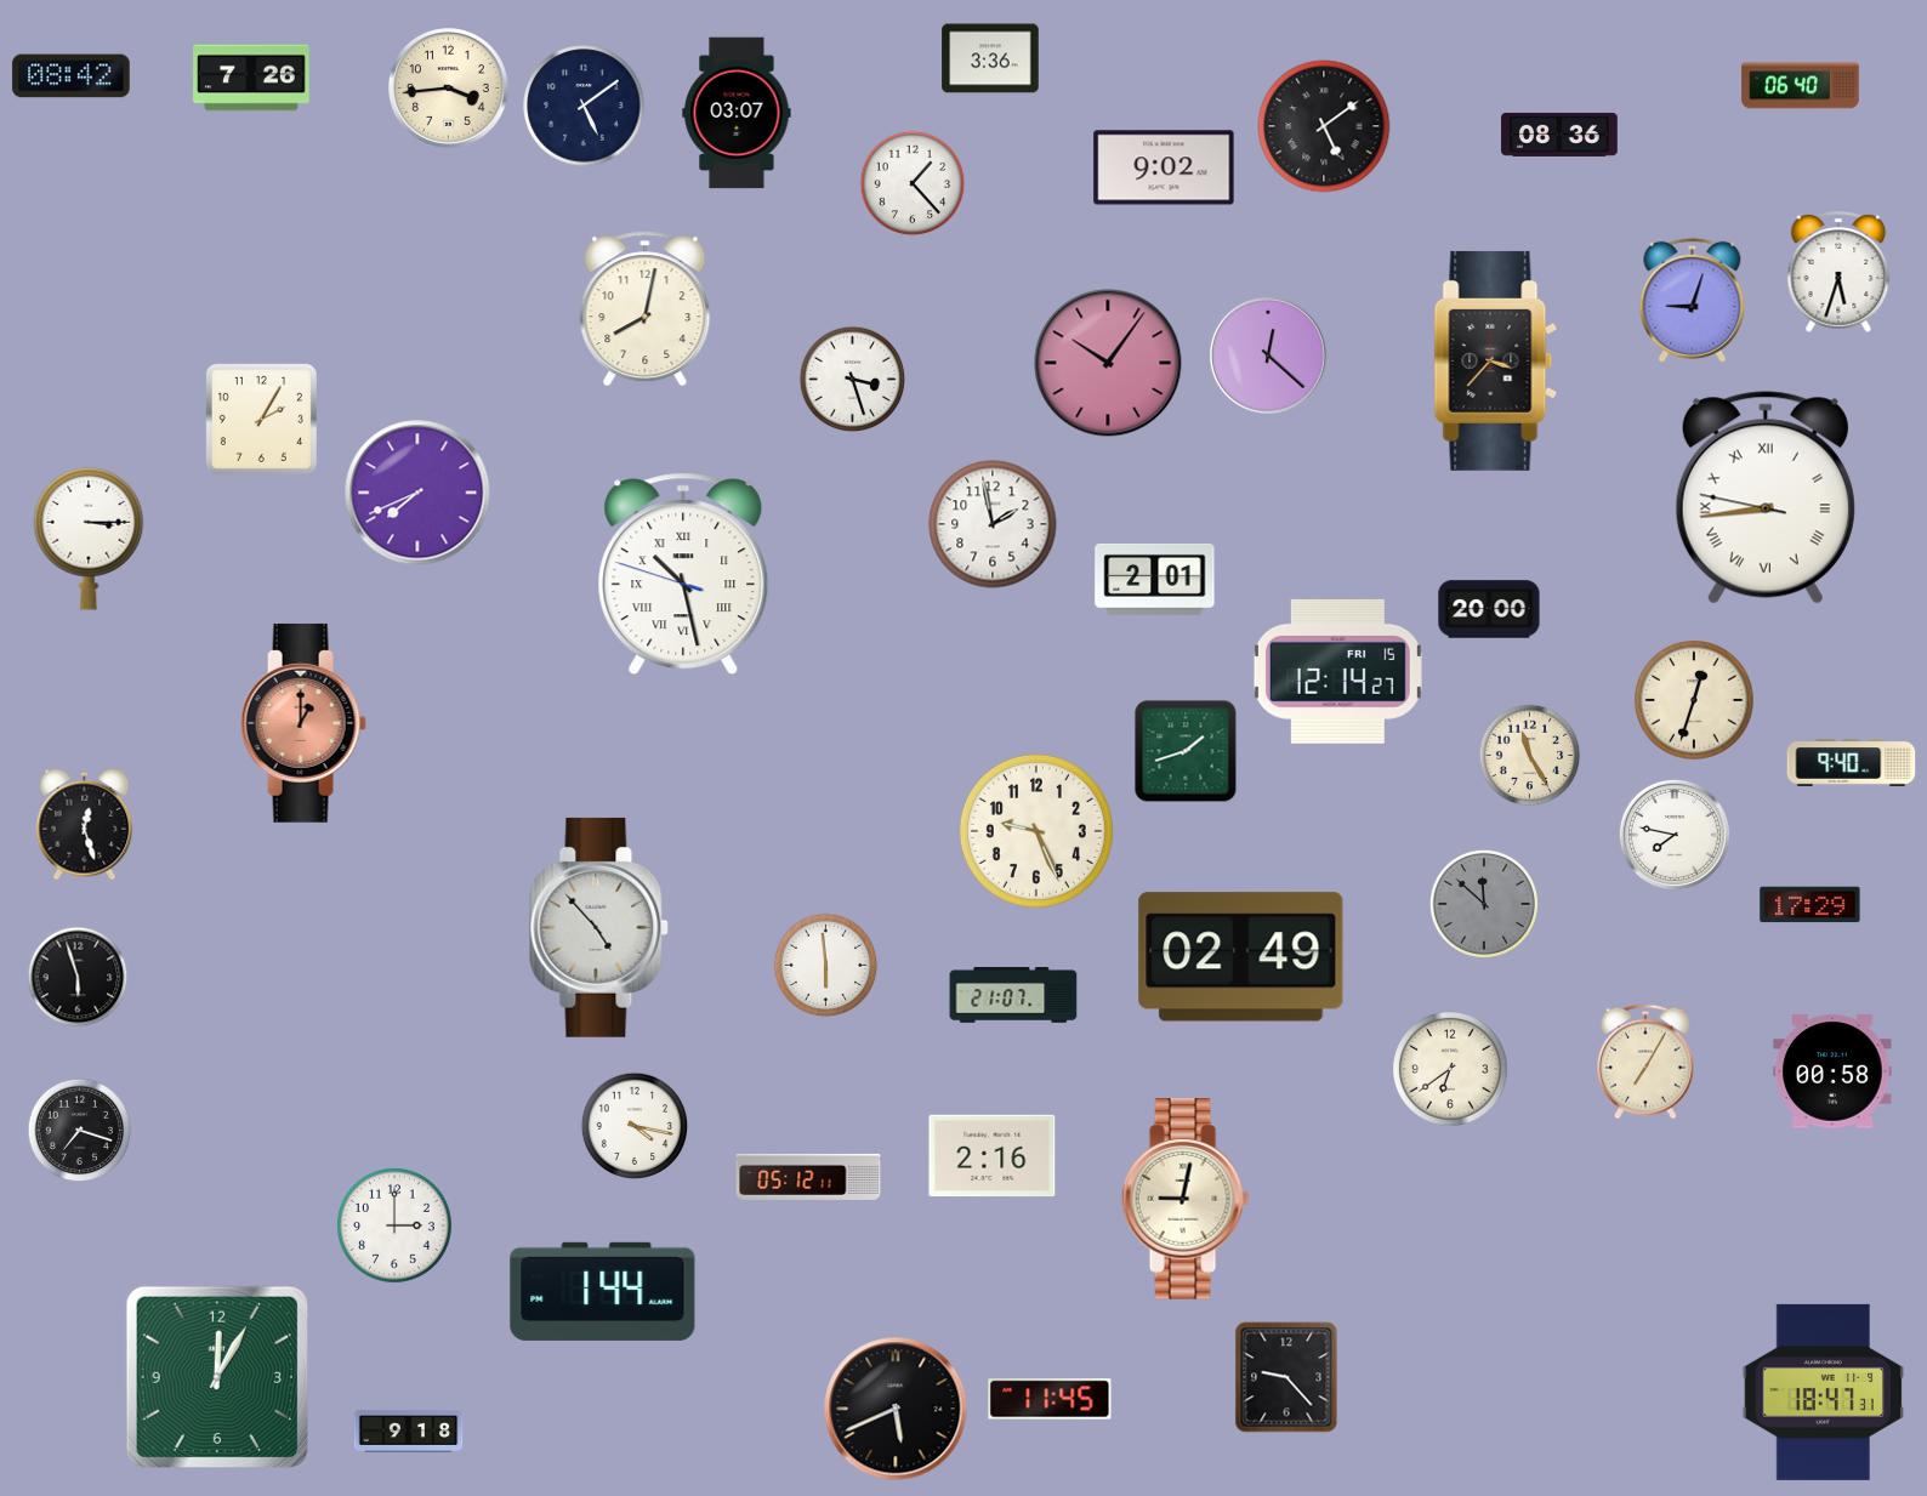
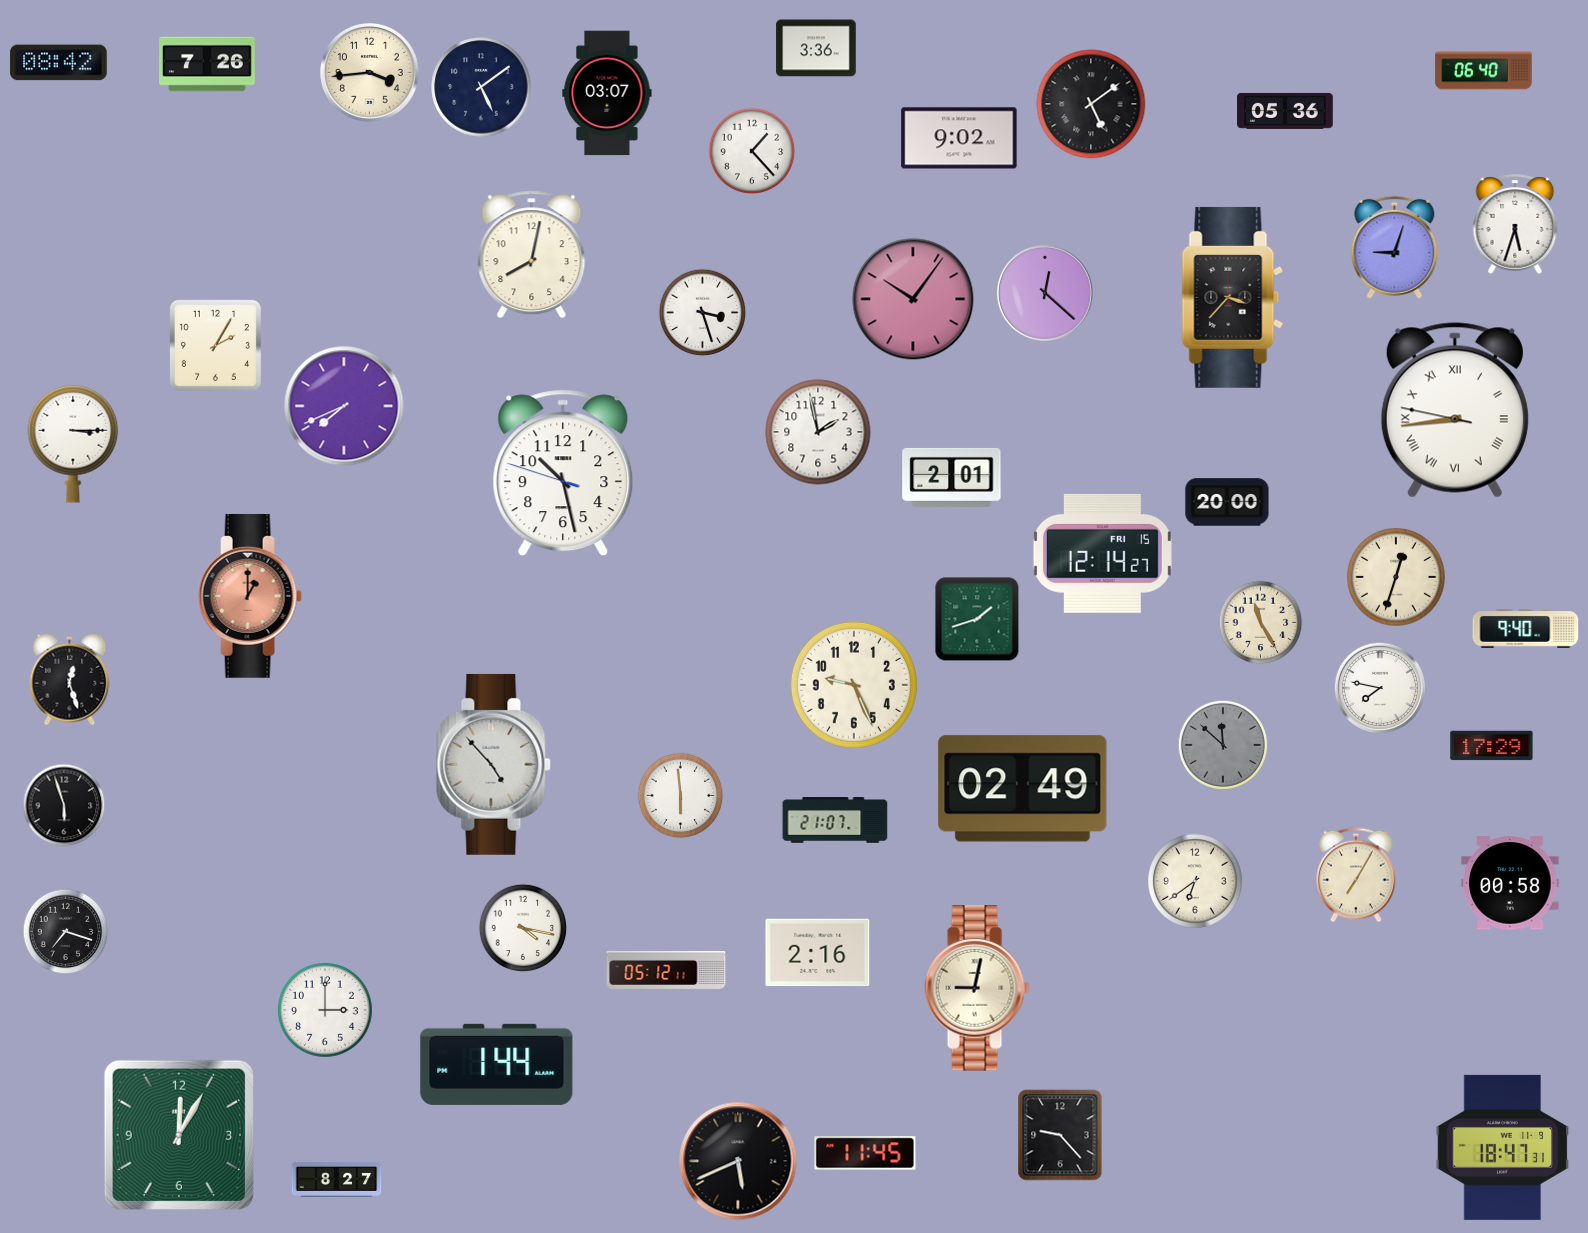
clock at (1559, 135): 08:36 -> 05:36
clock at (683, 574) numerals: Roman -> Arabic
clock at (409, 1430): 9:18 -> 8:27
